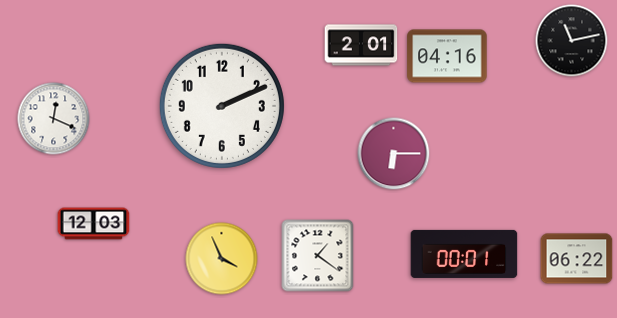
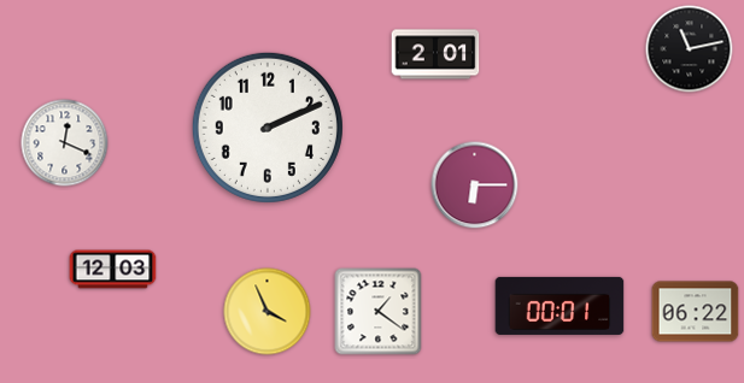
clock at (447, 56): 04:16 -> none
clock at (318, 256) position: (318, 256) -> (379, 312)
